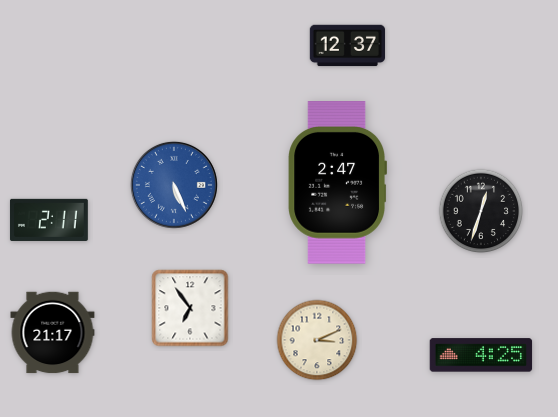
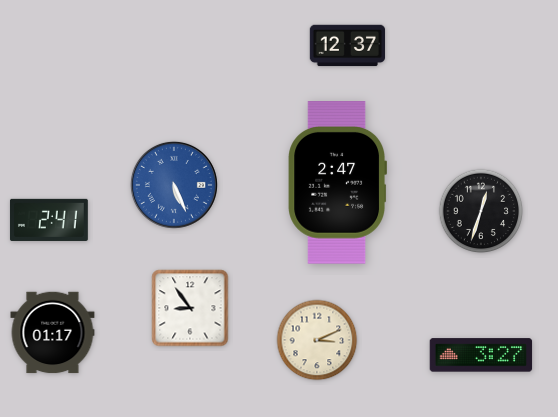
clock at (49, 220): 2:11 -> 2:41
clock at (190, 308): 6:54 -> 8:54
clock at (53, 333): 21:17 -> 01:17
clock at (481, 355): 4:25 -> 3:27
